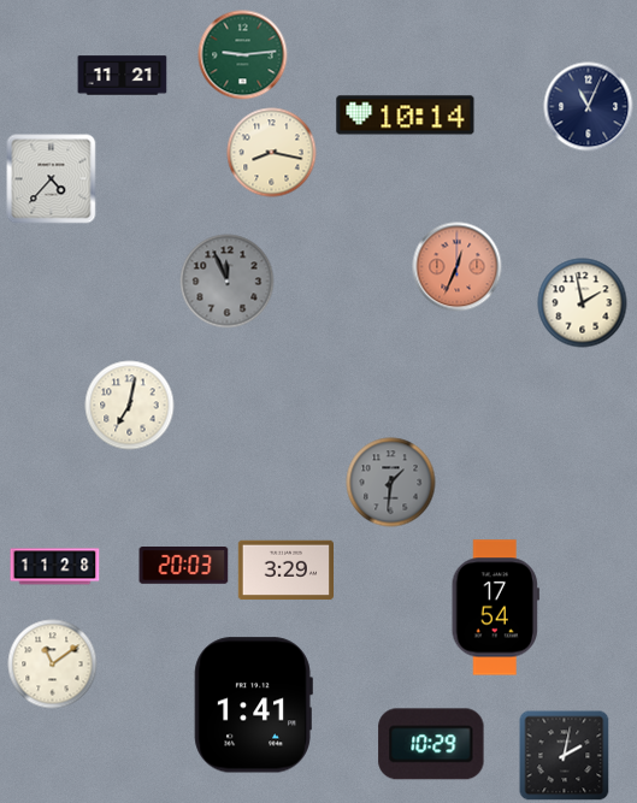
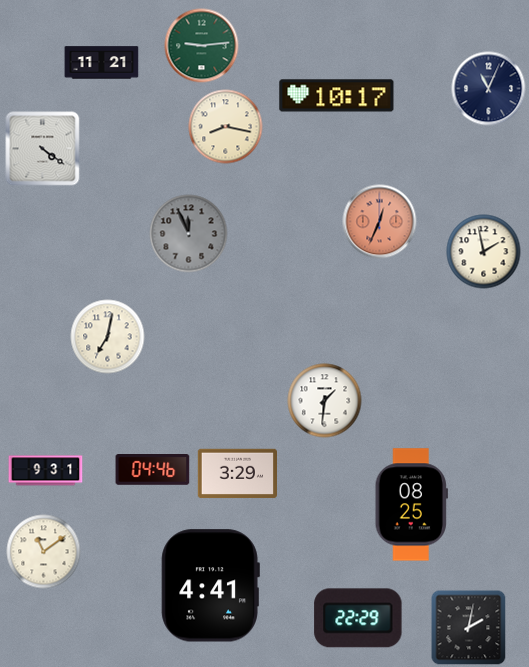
clock at (406, 116): 10:14 -> 10:17
clock at (52, 179): 4:37 -> 4:21
clock at (391, 483) dial: grey -> white
clock at (184, 566): 20:03 -> 04:46
clock at (55, 567): 11:28 -> 9:31
clock at (495, 608): 17:54 -> 08:25
clock at (253, 705): 1:41 -> 4:41
clock at (431, 744): 10:29 -> 22:29
